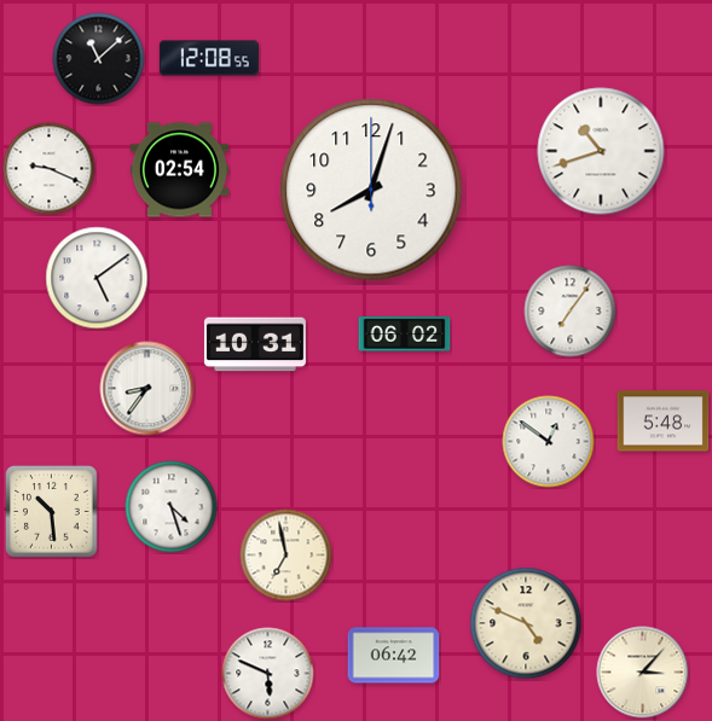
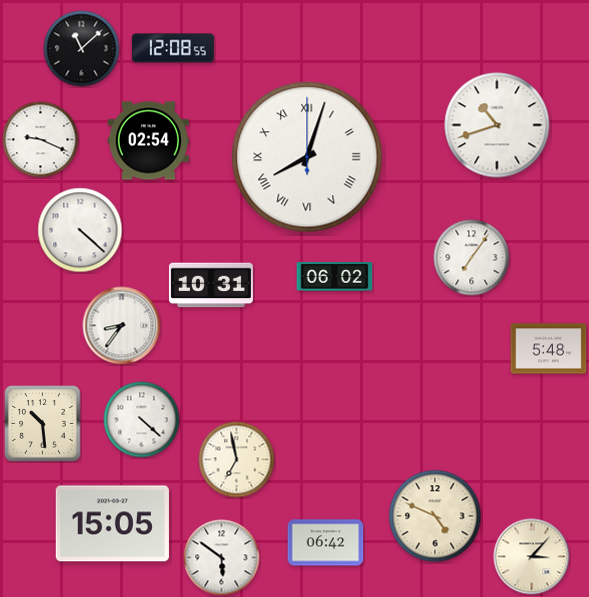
clock at (371, 190) numerals: Arabic -> Roman
clock at (97, 278): 5:09 -> 4:22
clock at (147, 389) position: (147, 389) -> (122, 326)
clock at (549, 442): 12:51 -> none
clock at (172, 507): 4:27 -> 4:22
clock at (112, 524): none -> 15:05
clock at (268, 674): 5:49 -> 5:51
